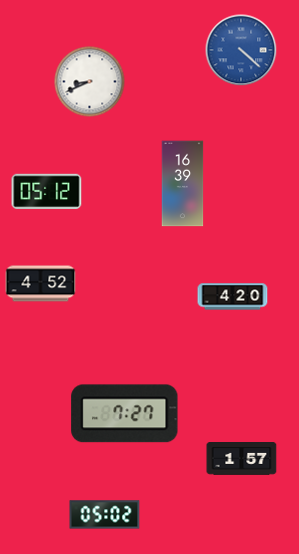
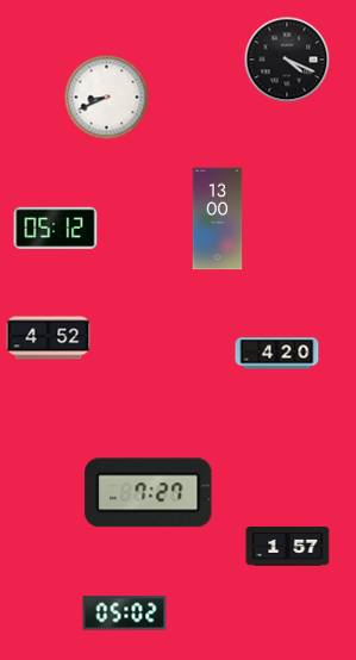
clock at (241, 50): 4:22 -> 4:19
clock at (241, 50) dial: blue -> black
clock at (183, 184): 16:39 -> 13:00
